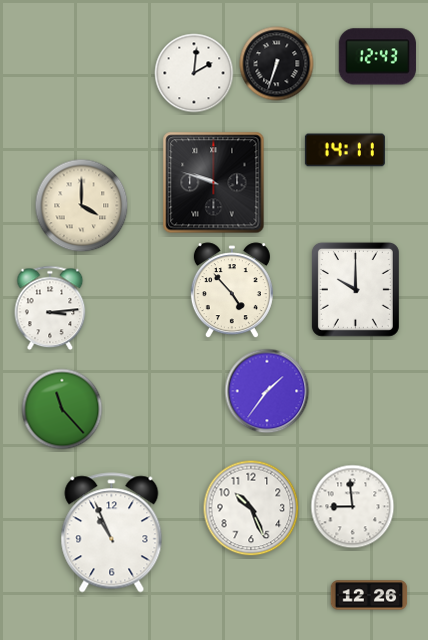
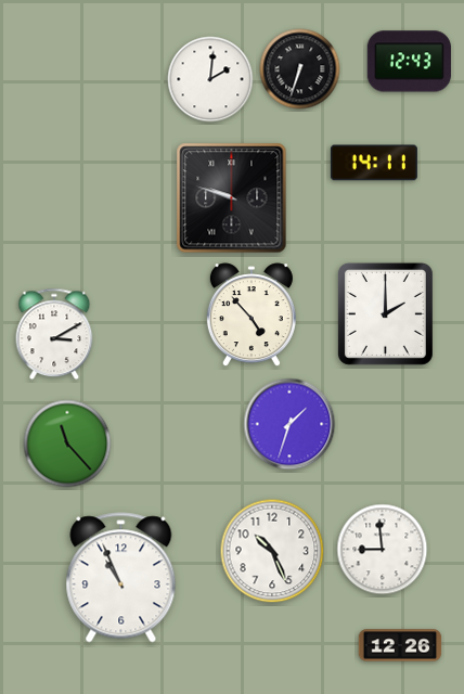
clock at (82, 206): 4:00 -> none
clock at (355, 289): 10:00 -> 2:00
clock at (50, 308): 3:14 -> 3:10
clock at (267, 391): 1:36 -> 1:33
